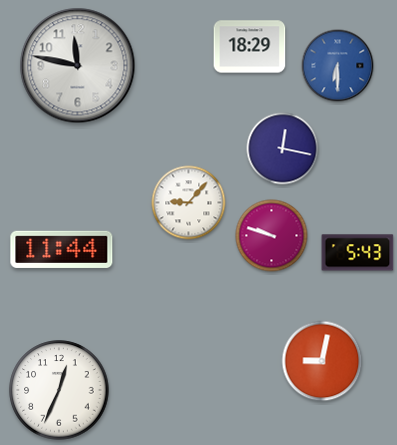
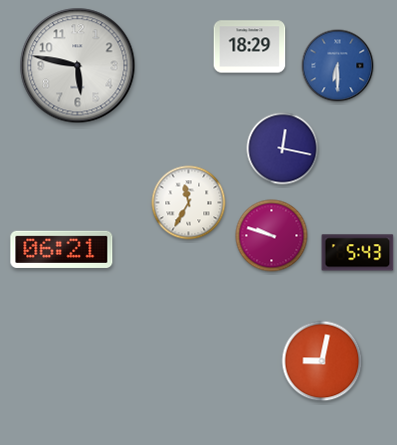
clock at (78, 66): 11:47 -> 5:47
clock at (189, 203): 9:07 -> 11:35
clock at (62, 249): 11:44 -> 06:21
clock at (59, 390): 12:34 -> none
